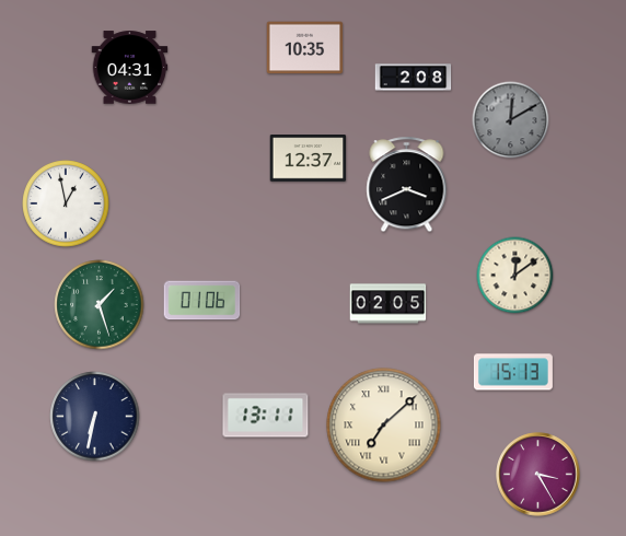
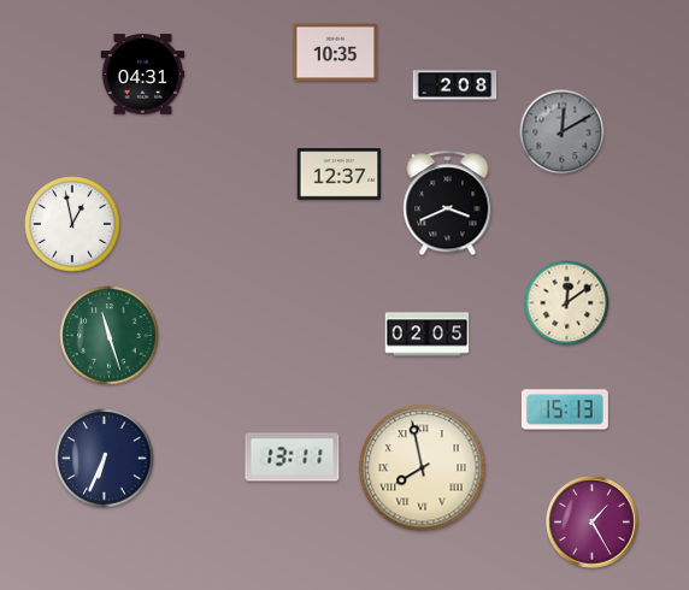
clock at (202, 301): 01:06 -> none
clock at (100, 305): 1:27 -> 11:27
clock at (95, 417): 6:32 -> 6:34
clock at (384, 426): 7:08 -> 7:58
clock at (538, 475): 3:25 -> 1:25
